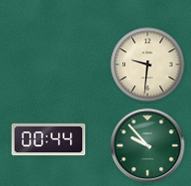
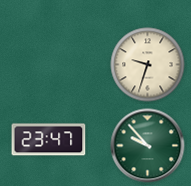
clock at (148, 65): 9:31 -> 9:33
clock at (49, 140): 00:44 -> 23:47
